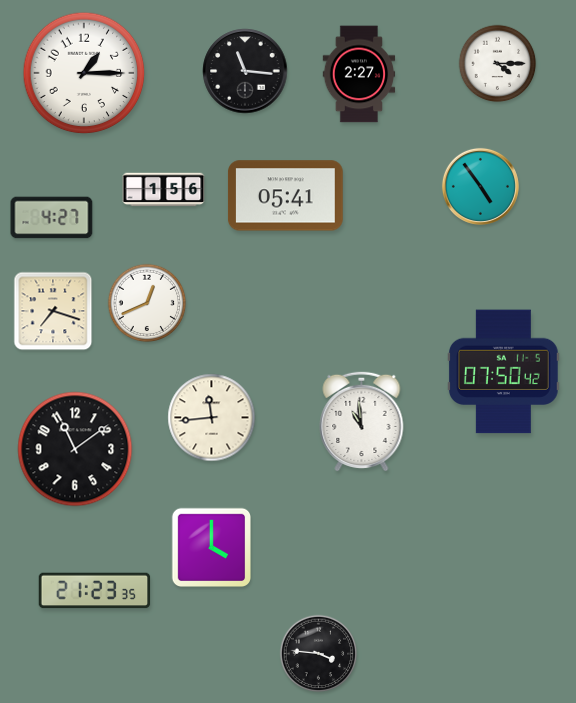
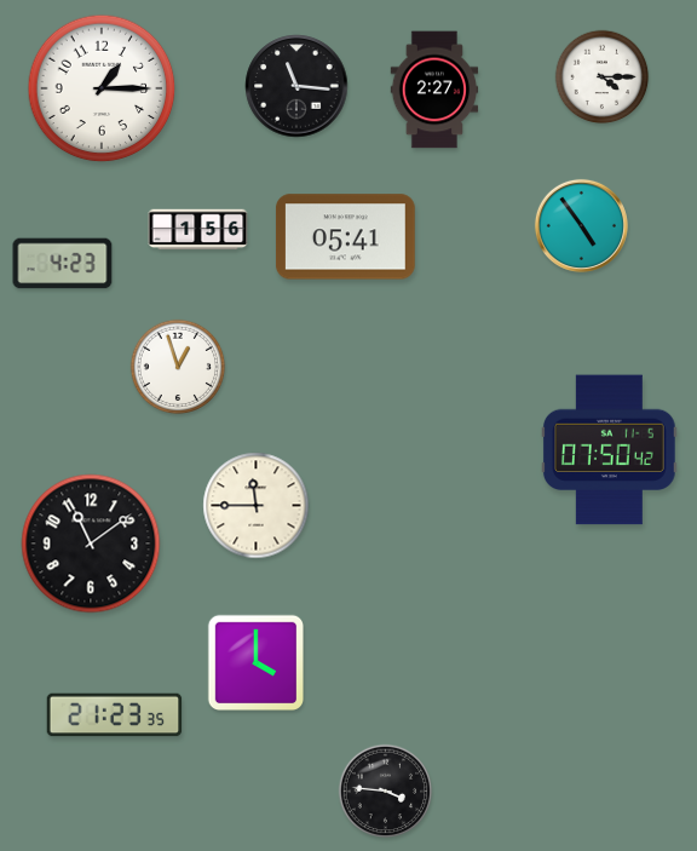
clock at (52, 218): 4:27 -> 4:23
clock at (147, 303): 12:41 -> 12:57
clock at (53, 311): 7:18 -> none
clock at (212, 418): 11:44 -> 11:45
clock at (362, 421): 10:59 -> none
